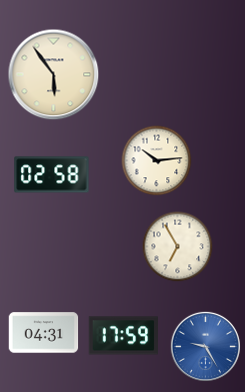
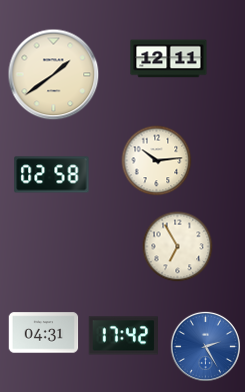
clock at (169, 59): none -> 12:11
clock at (54, 75): 5:54 -> 1:39
clock at (123, 336): 17:59 -> 17:42
clock at (205, 346): 9:25 -> 2:25
